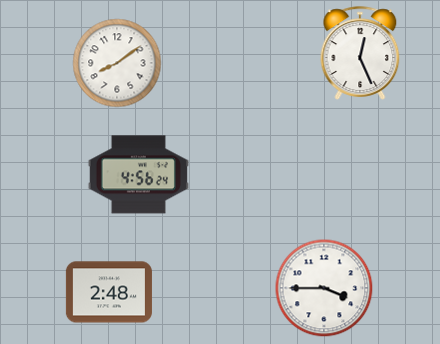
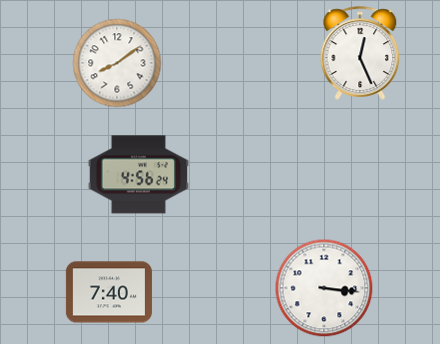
clock at (324, 288): 3:45 -> 3:16
clock at (109, 292): 2:48 -> 7:40
